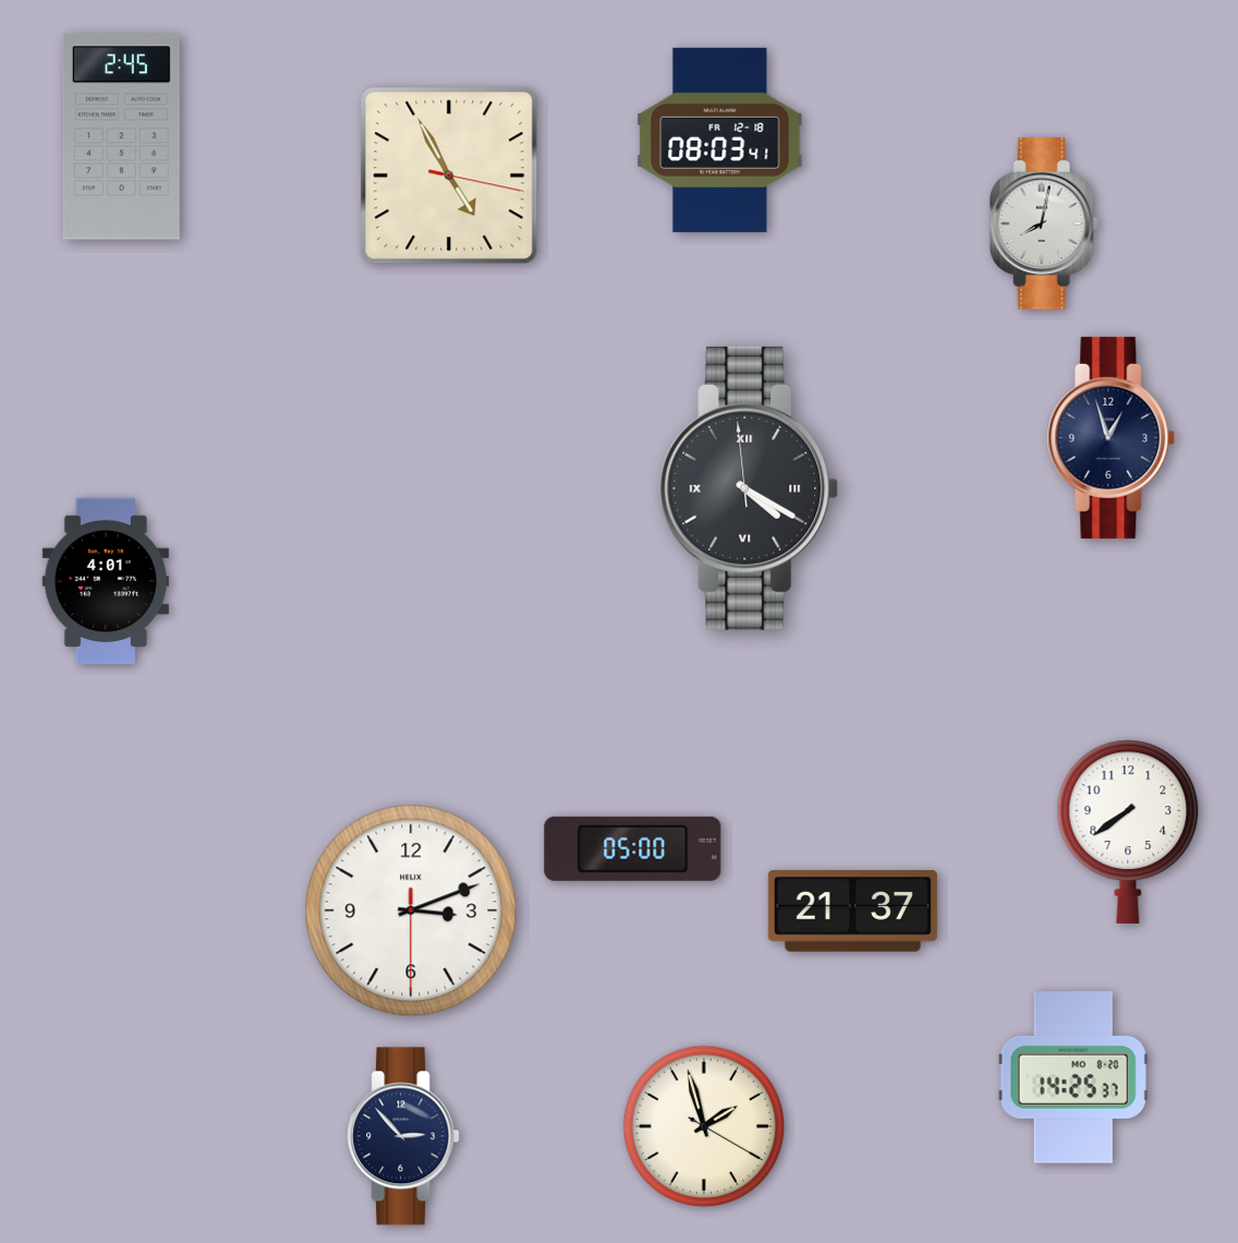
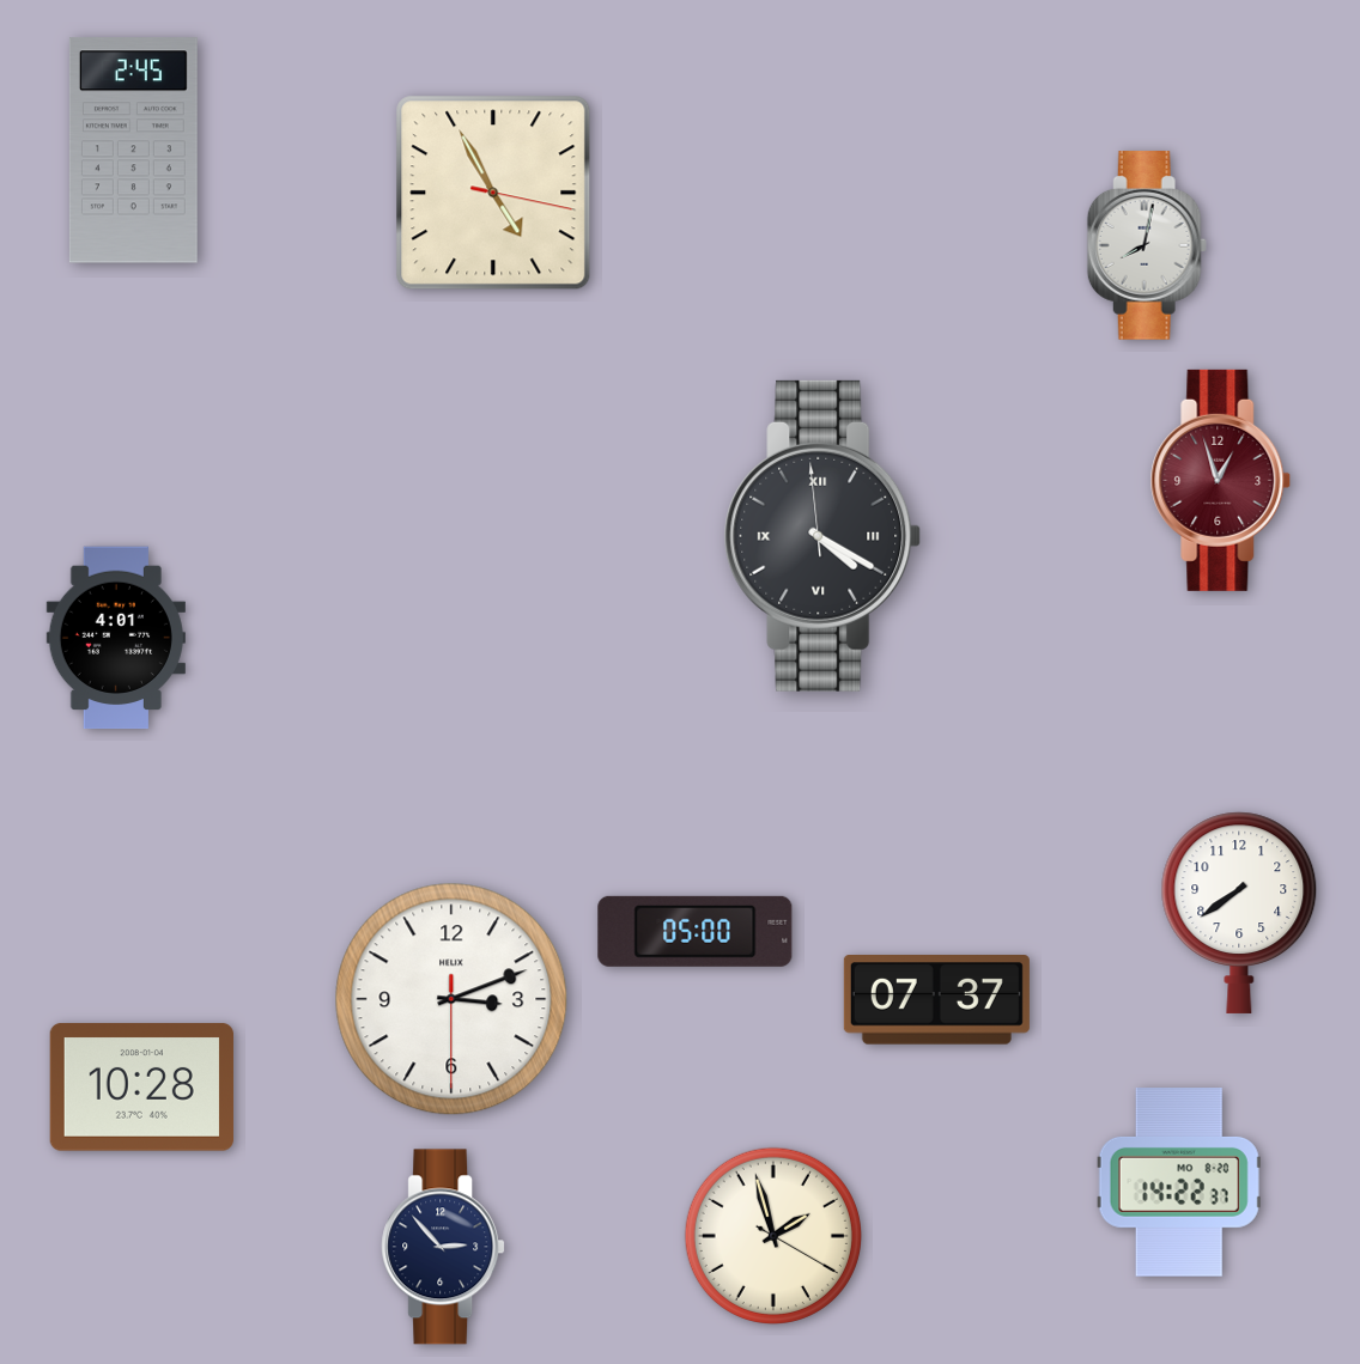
clock at (720, 140): 08:03 -> none
clock at (1112, 437) dial: navy -> burgundy
clock at (852, 912): 21:37 -> 07:37
clock at (141, 1088): none -> 10:28
clock at (1073, 1078): 14:25 -> 14:22
